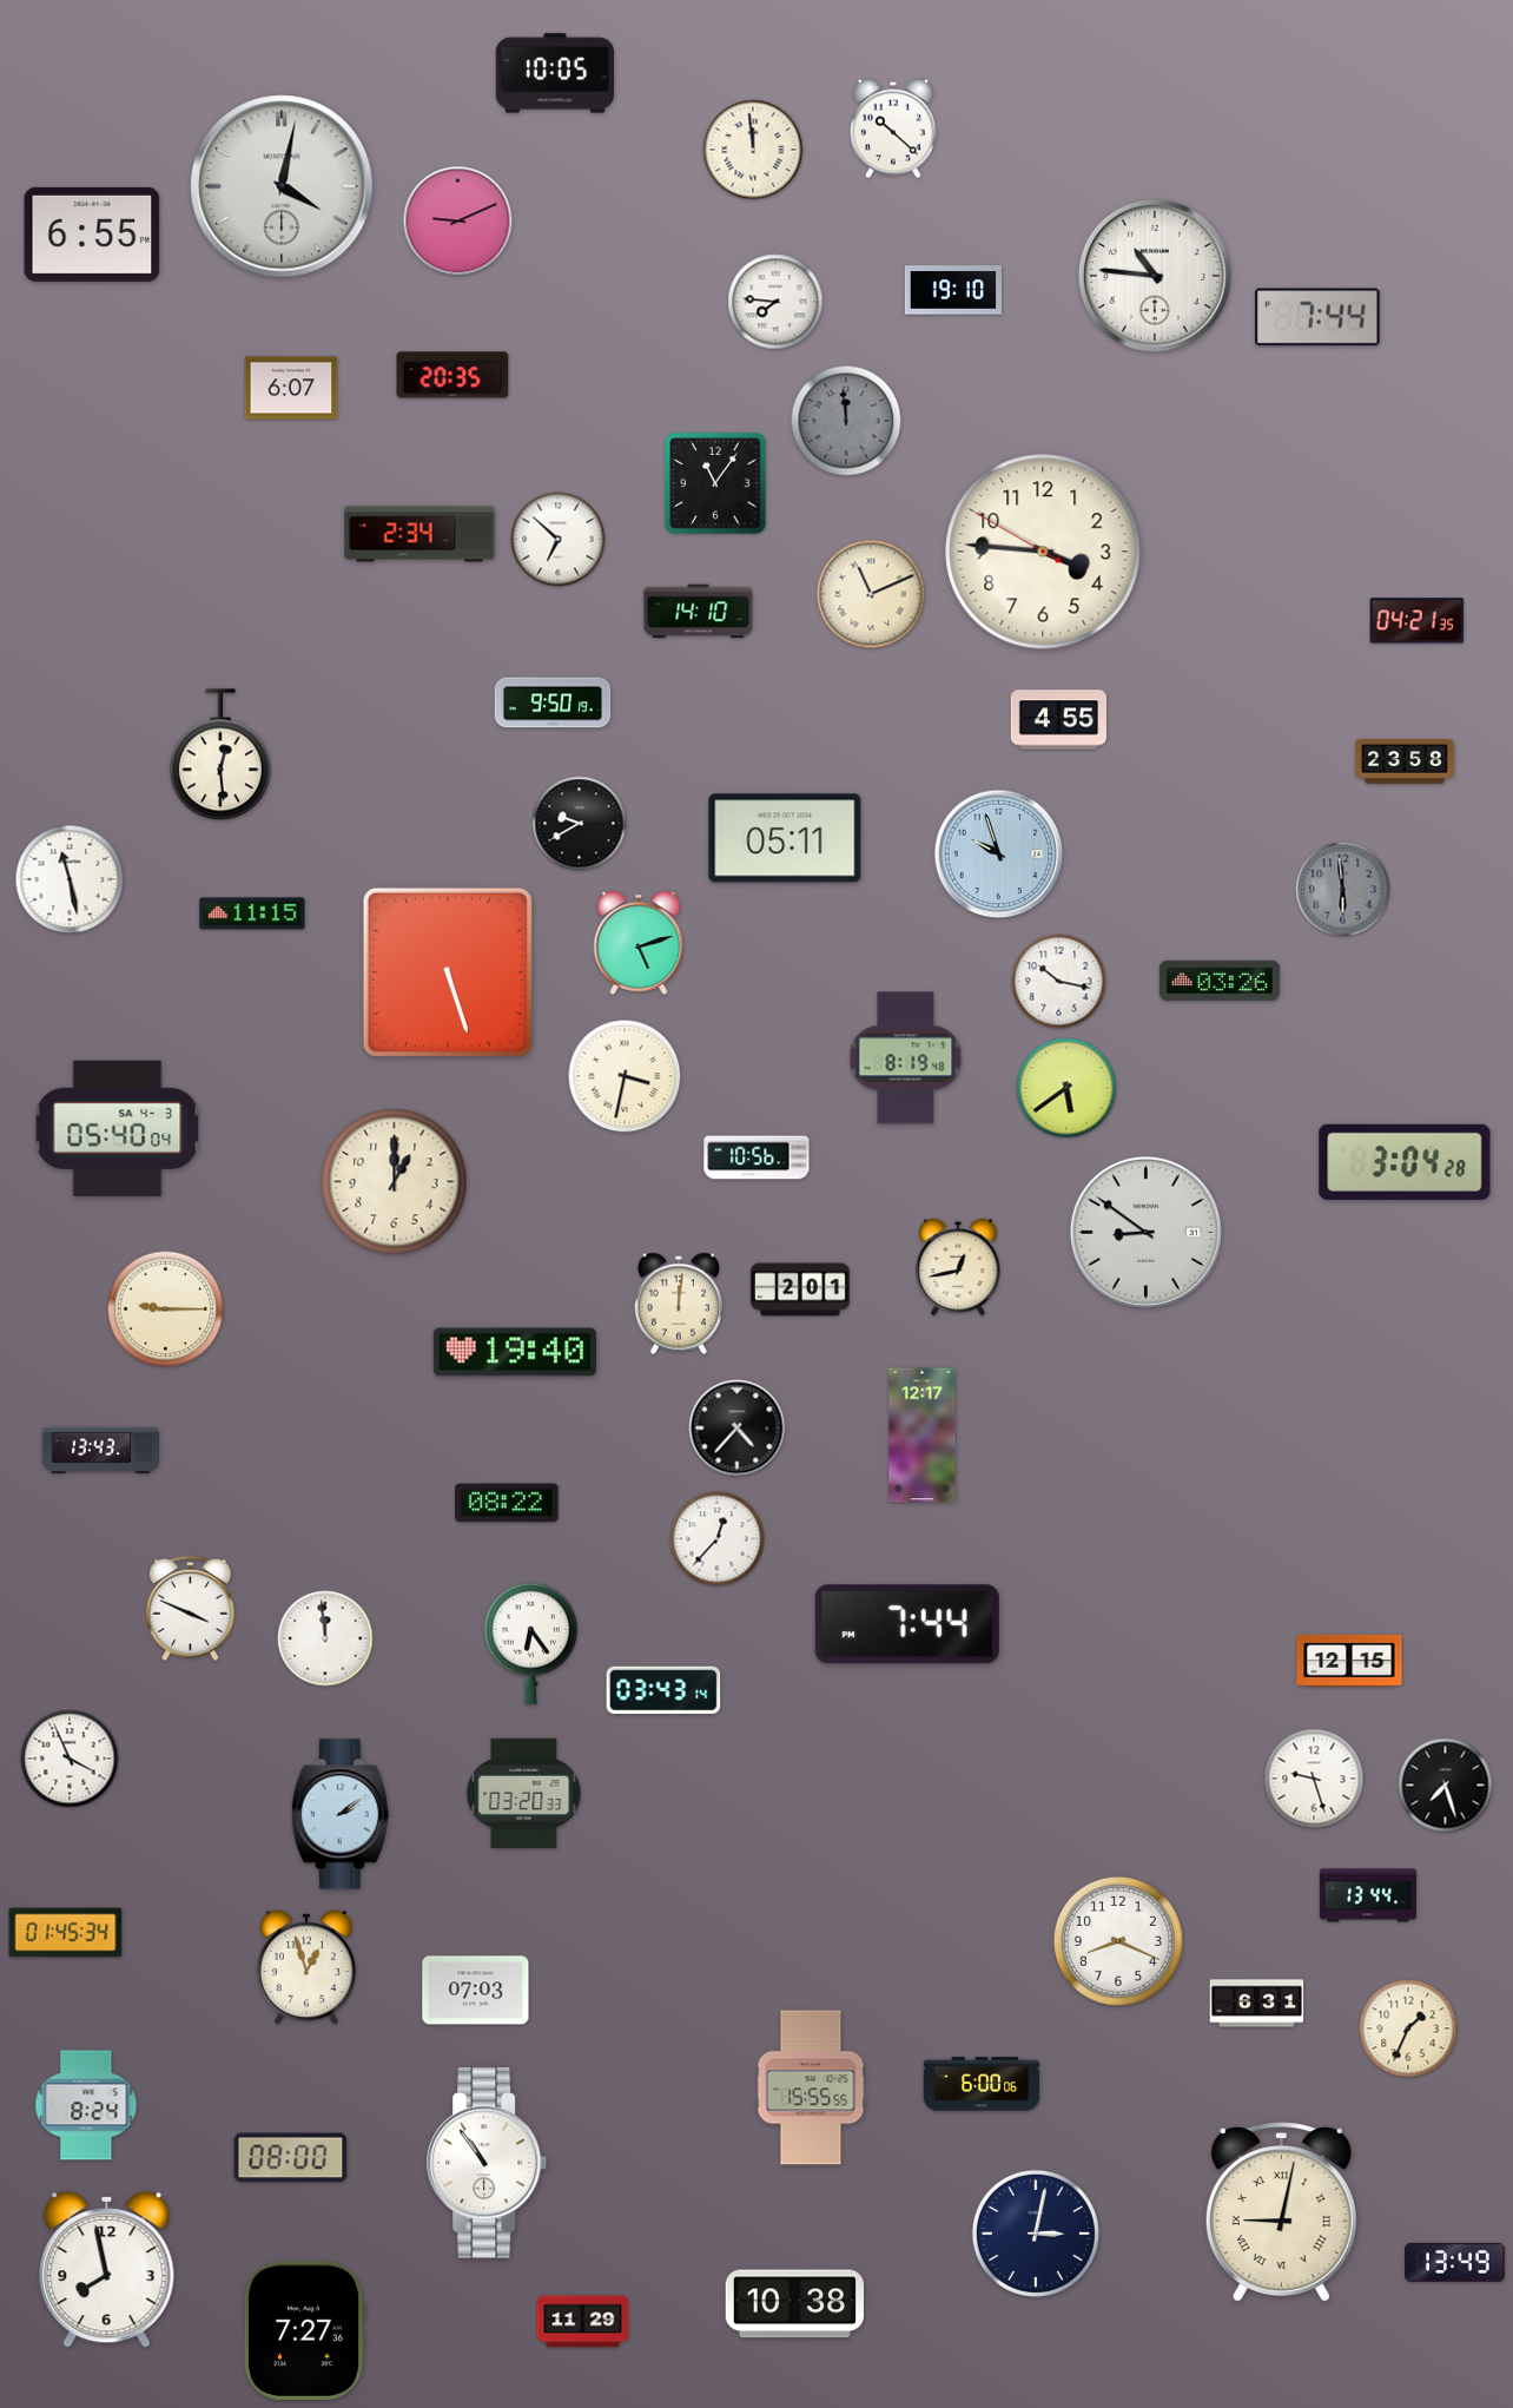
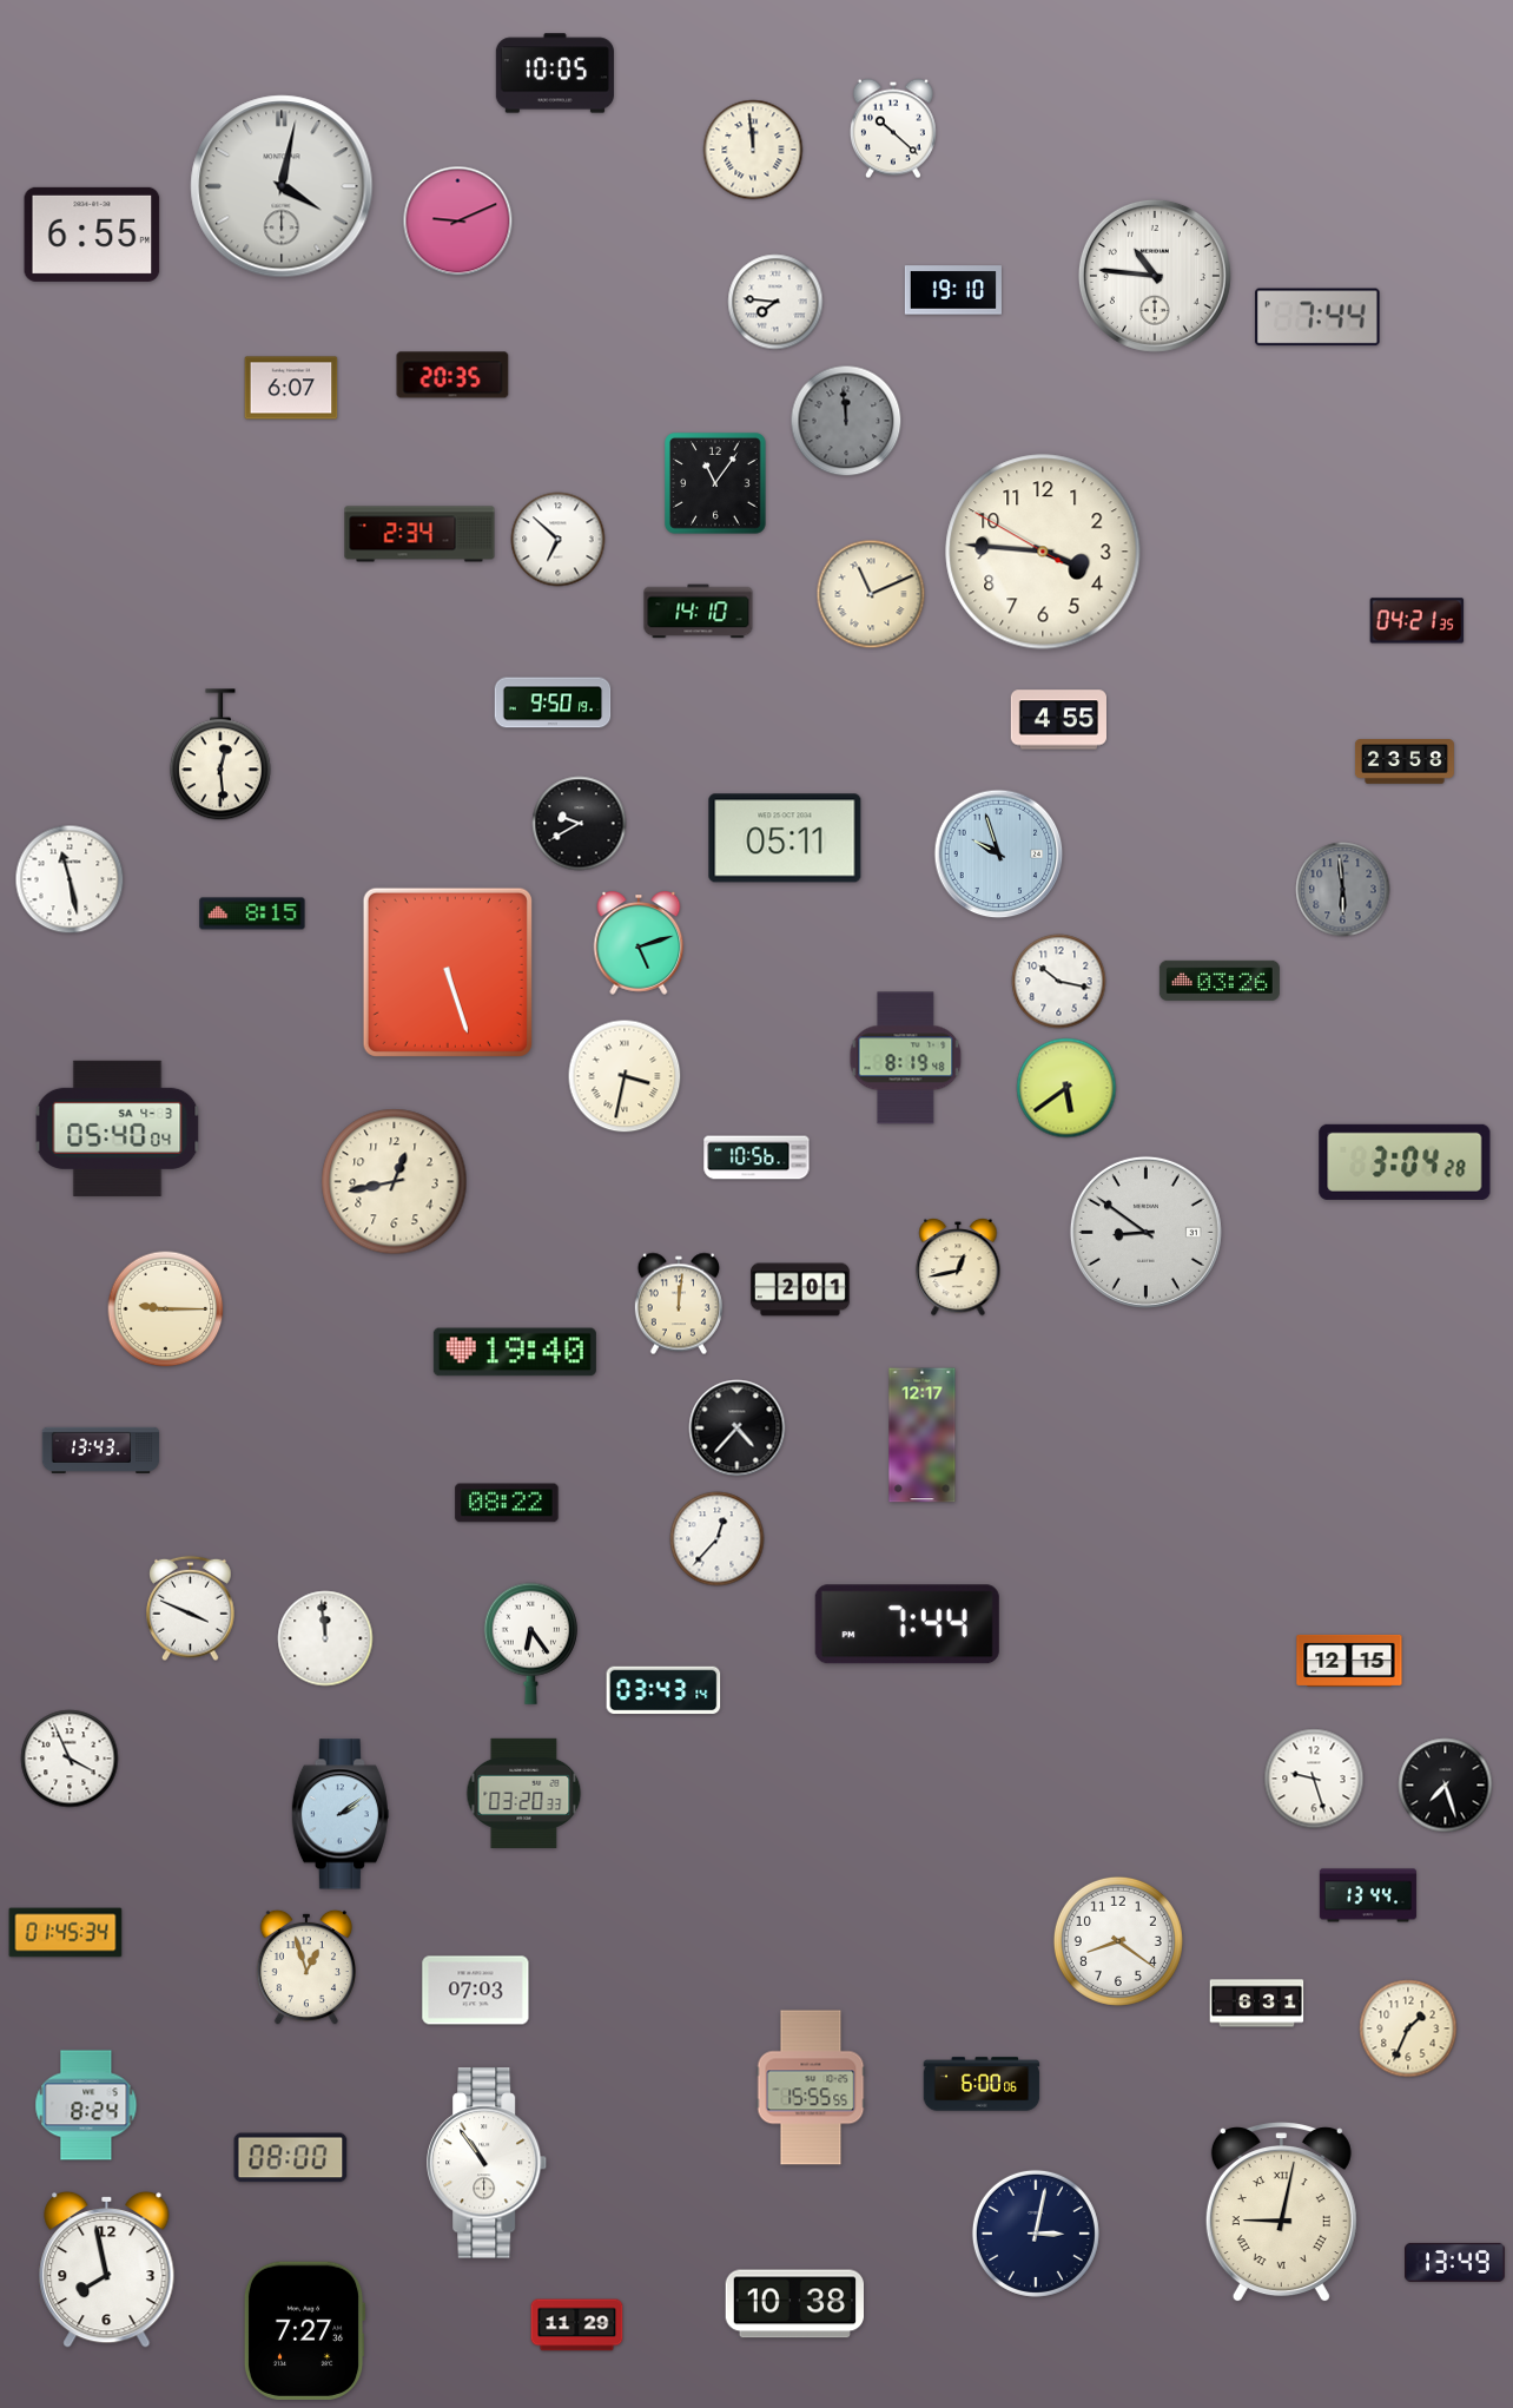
clock at (252, 913): 11:15 -> 8:15
clock at (395, 1182): 1:00 -> 12:43
clock at (1118, 1941): 8:19 -> 8:21
clock at (583, 2322) position: (583, 2322) -> (577, 2325)
